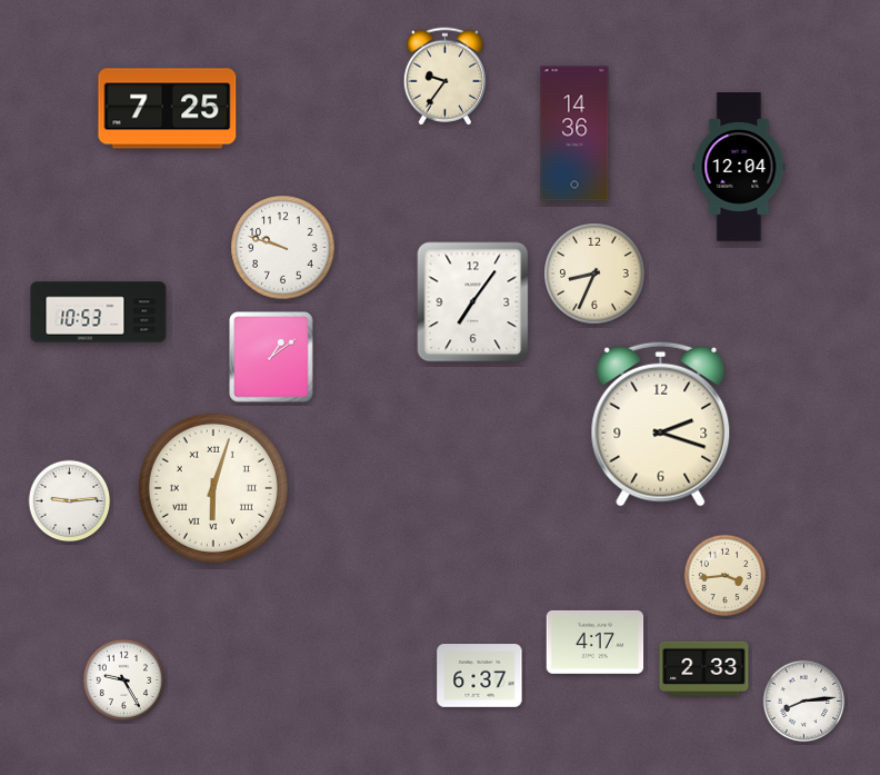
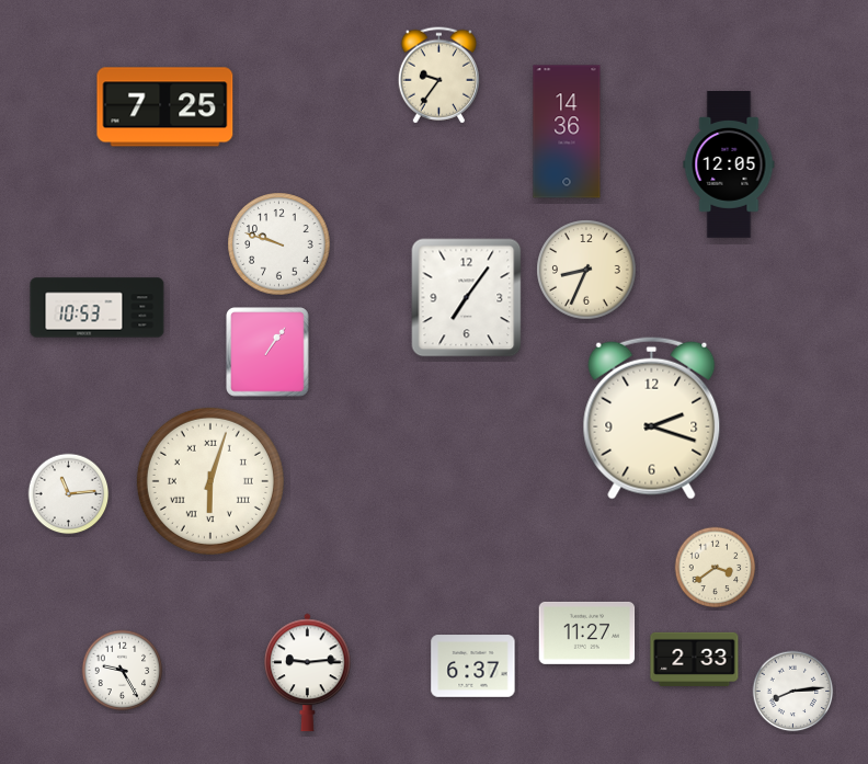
clock at (739, 168): 12:04 -> 12:05
clock at (271, 357): 1:09 -> 1:06
clock at (70, 501): 9:14 -> 11:14
clock at (726, 576): 3:44 -> 3:39
clock at (596, 642): 4:17 -> 11:27
clock at (308, 673): none -> 9:14
